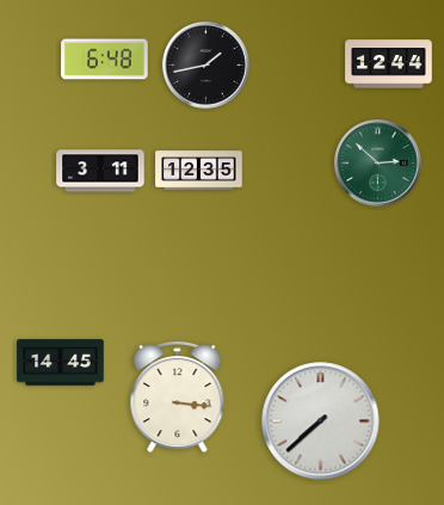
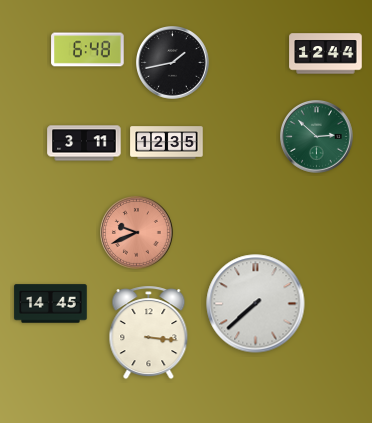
clock at (206, 66) position: (206, 66) -> (173, 63)
clock at (137, 233): none -> 9:41
clock at (321, 421) position: (321, 421) -> (256, 304)
